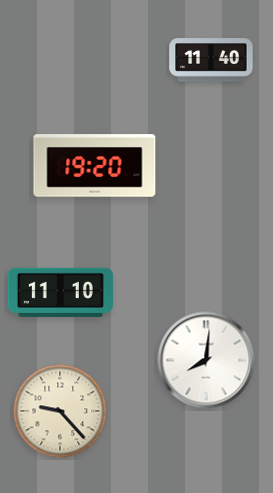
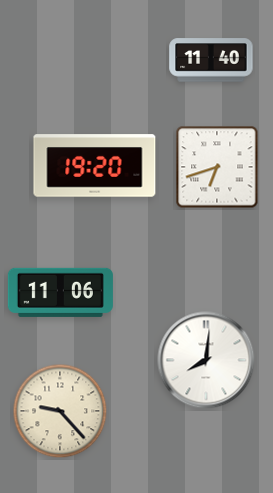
clock at (217, 167): none -> 6:42
clock at (60, 292): 11:10 -> 11:06
